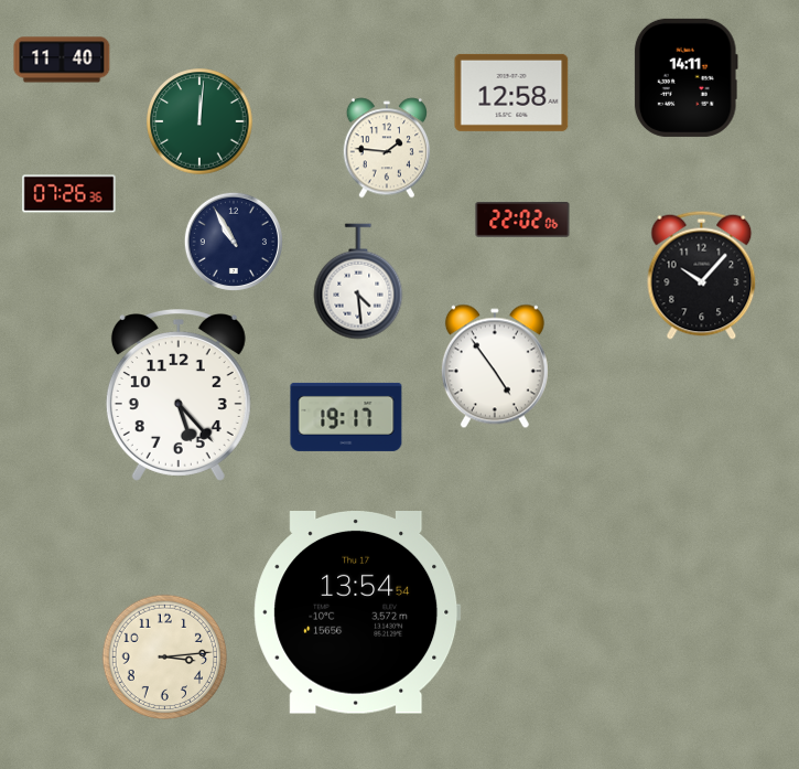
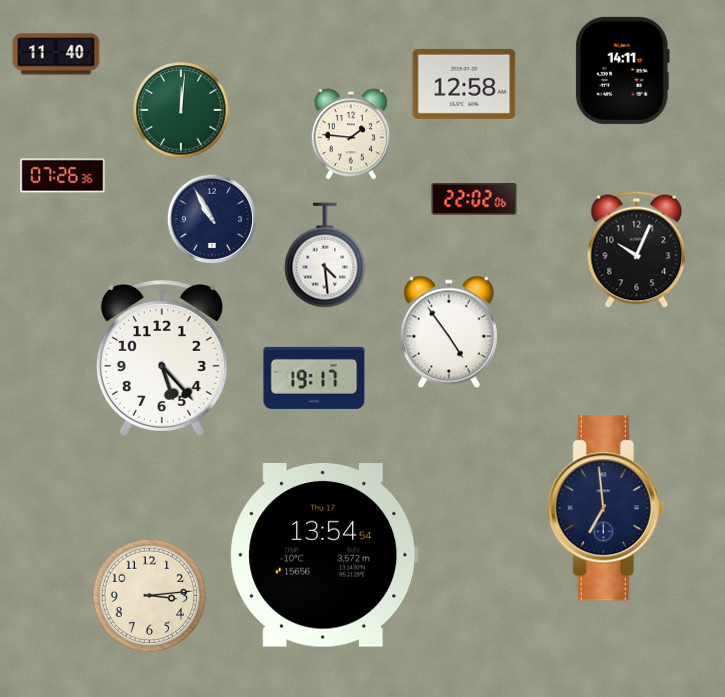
clock at (702, 275): 10:07 -> 10:04
clock at (606, 508): none -> 6:59
